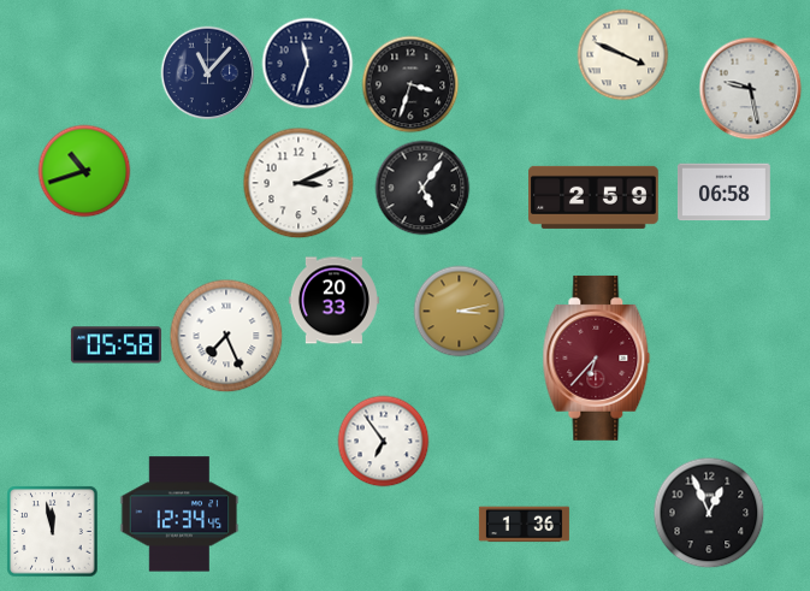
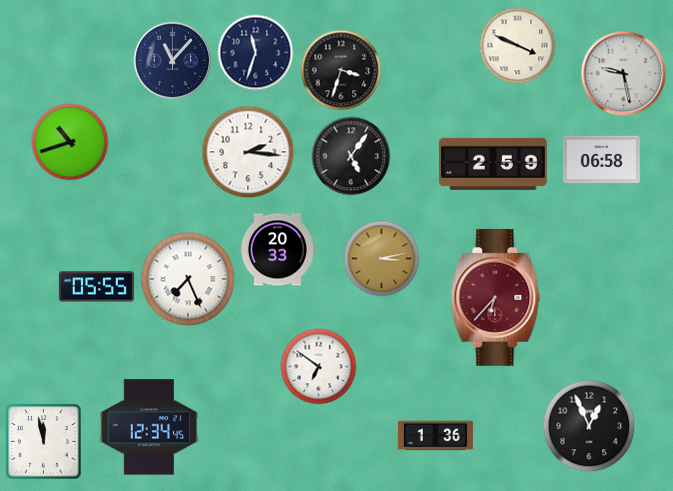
clock at (298, 183): 3:11 -> 2:16
clock at (116, 345): 05:58 -> 05:55
clock at (384, 442): 6:54 -> 6:51
